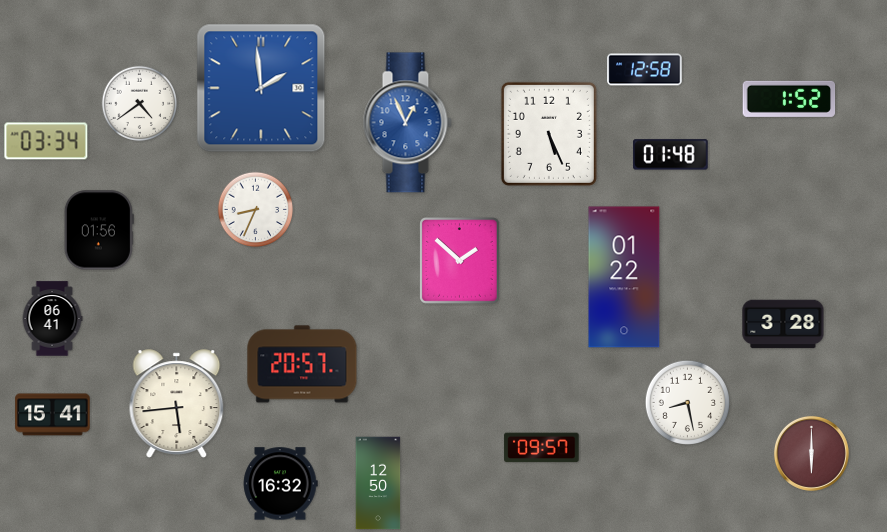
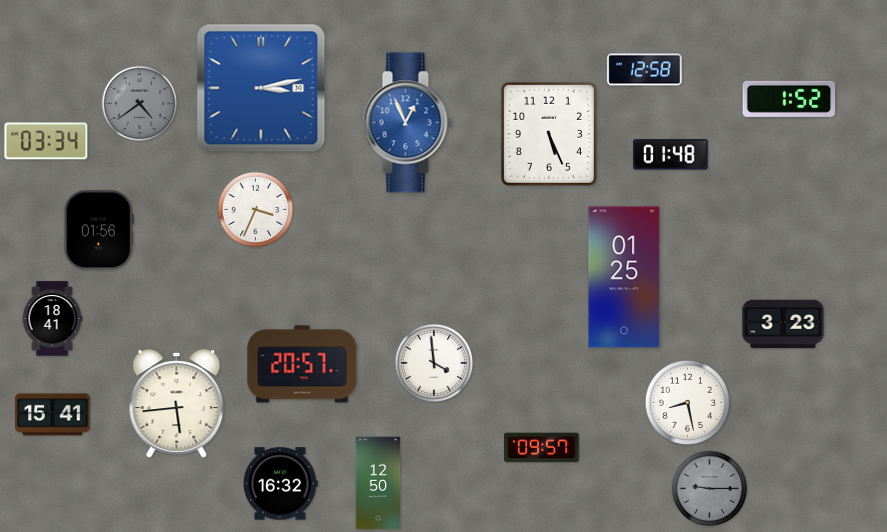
clock at (261, 88): 1:59 -> 3:13
clock at (140, 104) dial: white -> grey
clock at (256, 210): 8:34 -> 3:34
clock at (460, 261): 1:52 -> none
clock at (624, 277): 01:22 -> 01:25
clock at (52, 319): 06:41 -> 18:41
clock at (783, 324): 3:28 -> 3:23
clock at (434, 363): none -> 3:59
clock at (811, 453): 6:00 -> none
clock at (710, 489): none -> 9:15
